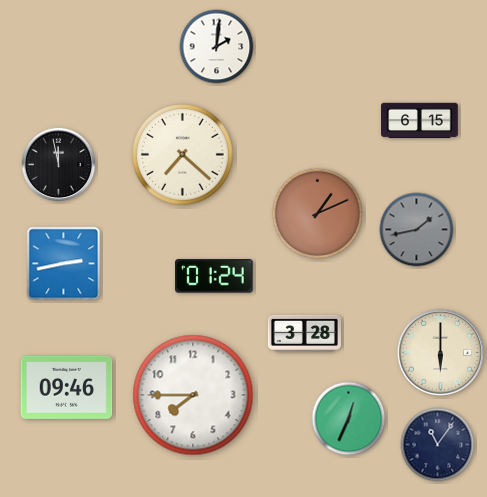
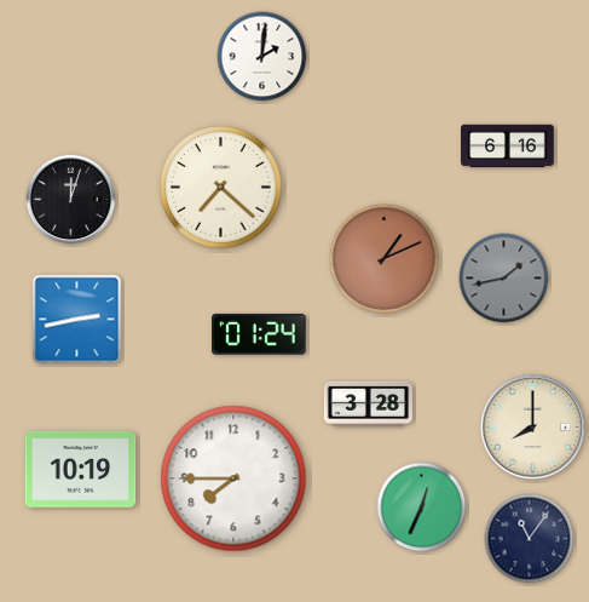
clock at (420, 121): 6:15 -> 6:16
clock at (59, 165): 11:58 -> 12:03
clock at (440, 352): 6:00 -> 8:00
clock at (67, 387): 09:46 -> 10:19
